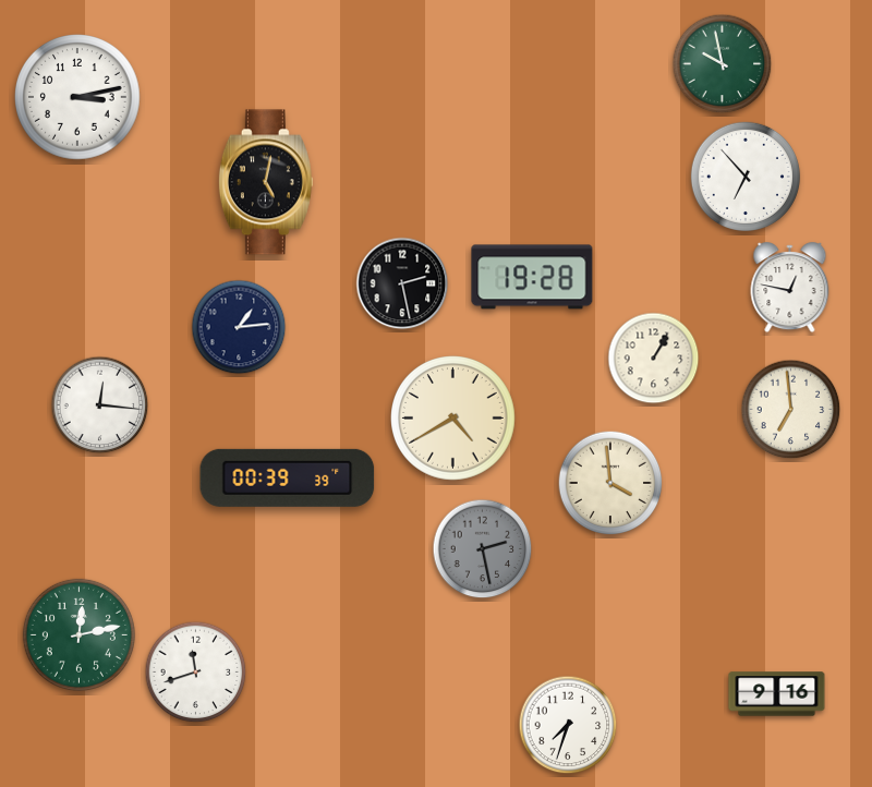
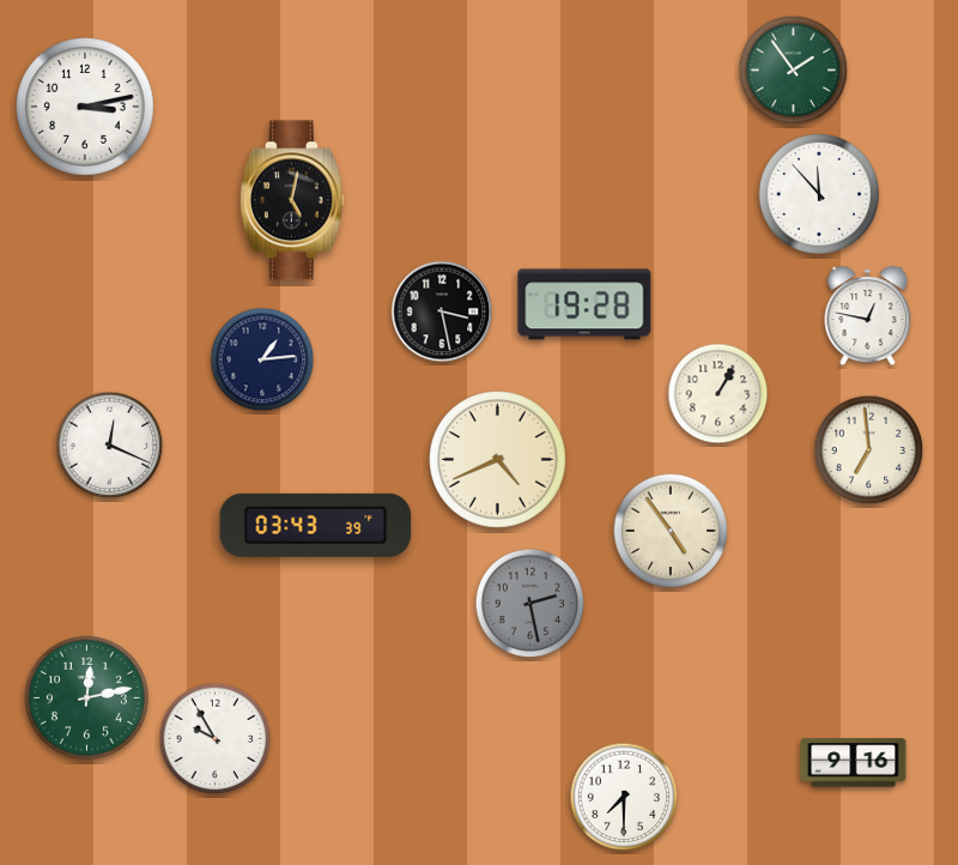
clock at (723, 64): 9:58 -> 1:54
clock at (746, 177): 6:53 -> 11:53
clock at (402, 283): 2:28 -> 3:28
clock at (100, 405): 12:16 -> 12:19
clock at (453, 419): 4:40 -> 4:41
clock at (288, 477): 00:39 -> 03:43
clock at (610, 483): 3:59 -> 4:54
clock at (196, 673): 11:42 -> 9:55
clock at (568, 725): 7:33 -> 7:30
